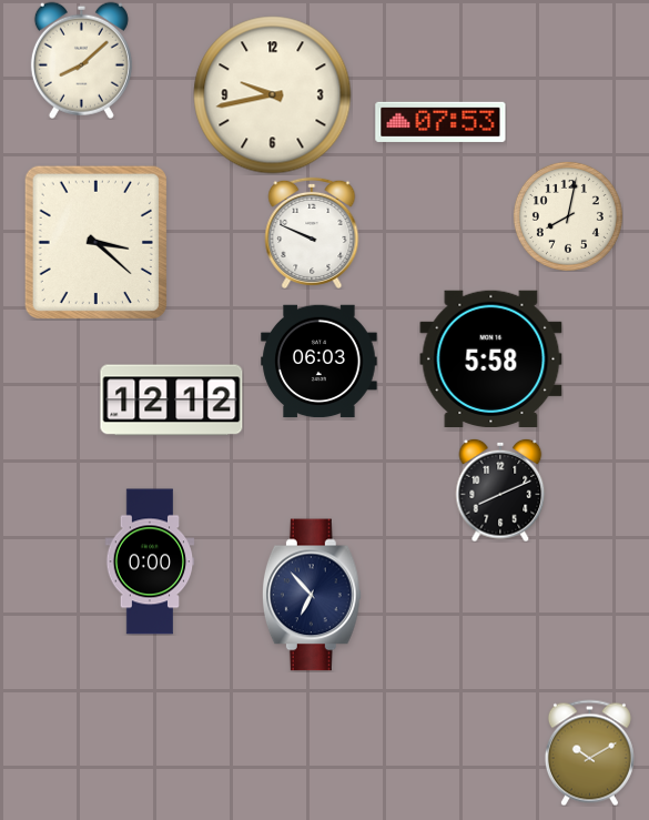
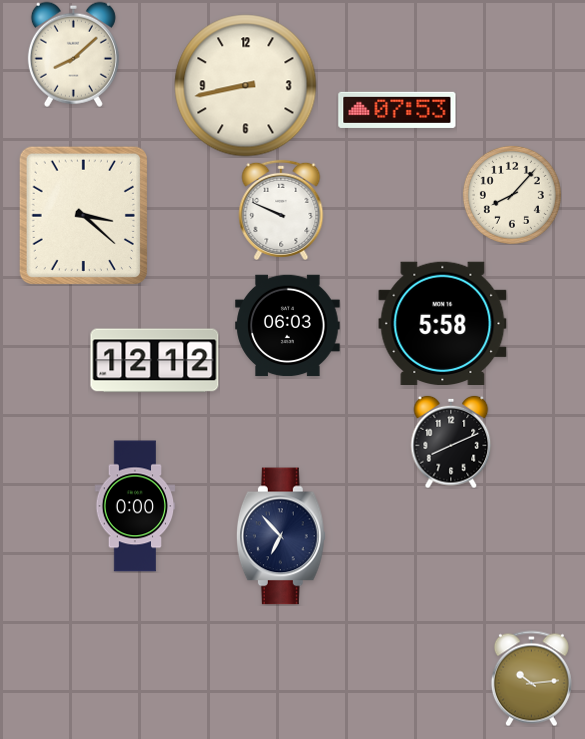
clock at (273, 95): 9:43 -> 8:43
clock at (568, 216): 8:02 -> 8:07
clock at (95, 242) position: (95, 242) -> (83, 215)
clock at (589, 752): 10:10 -> 10:14
